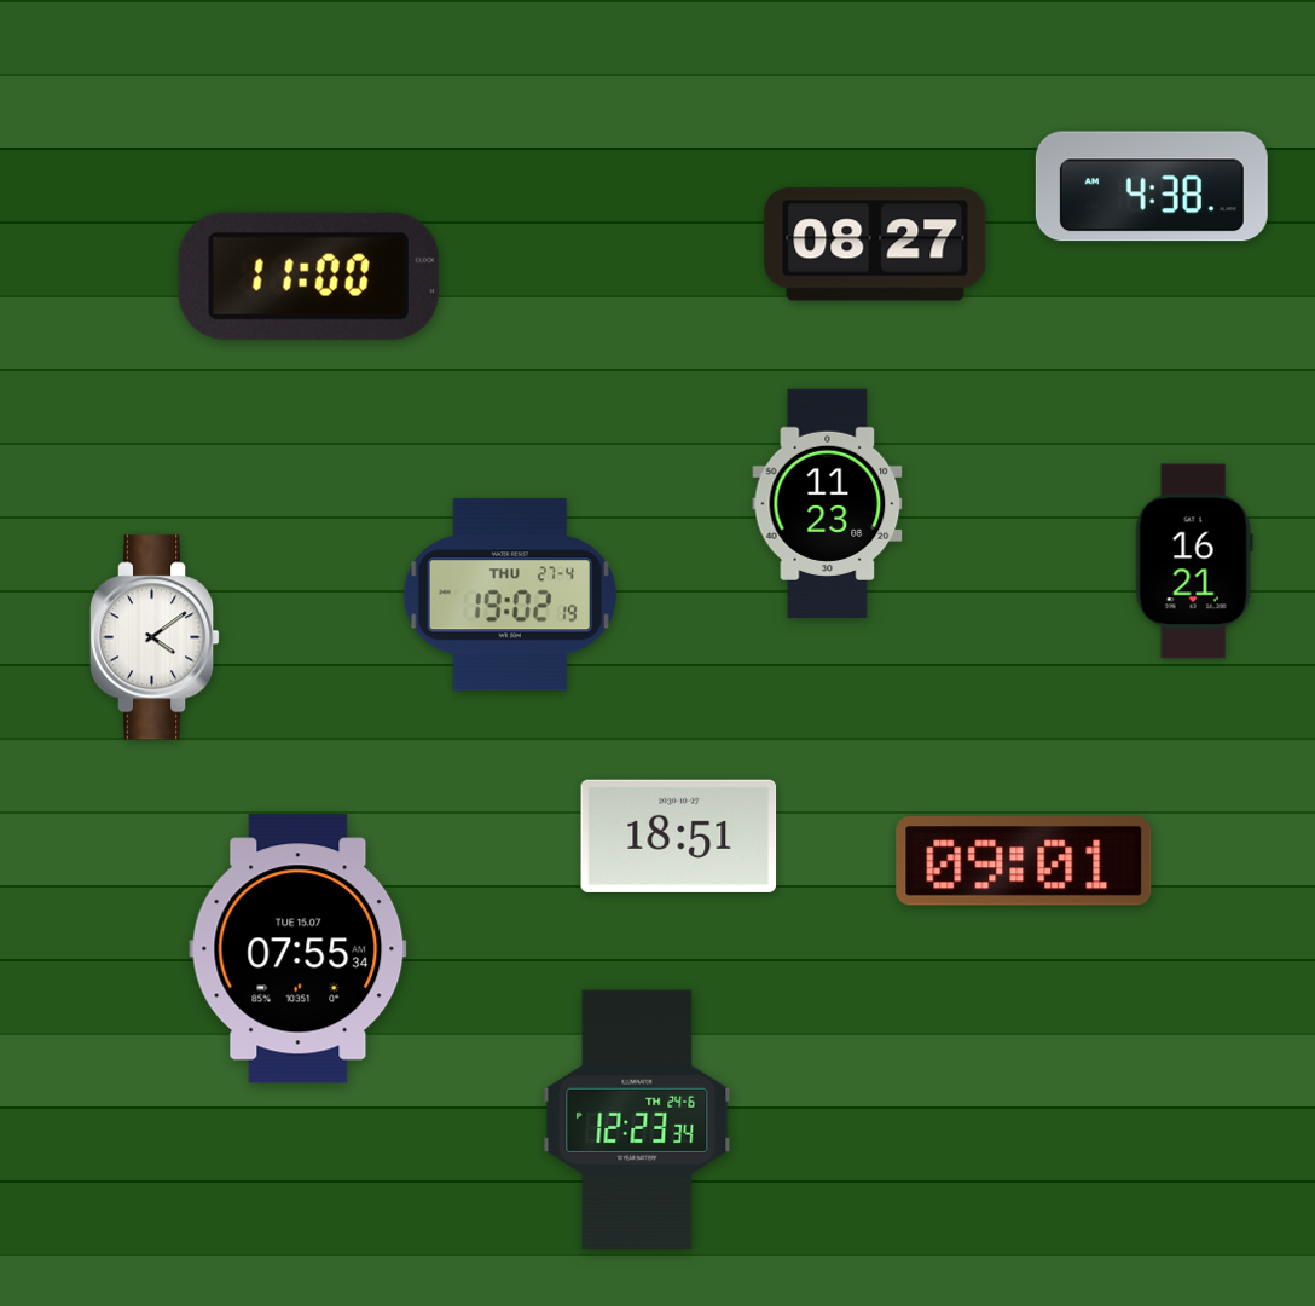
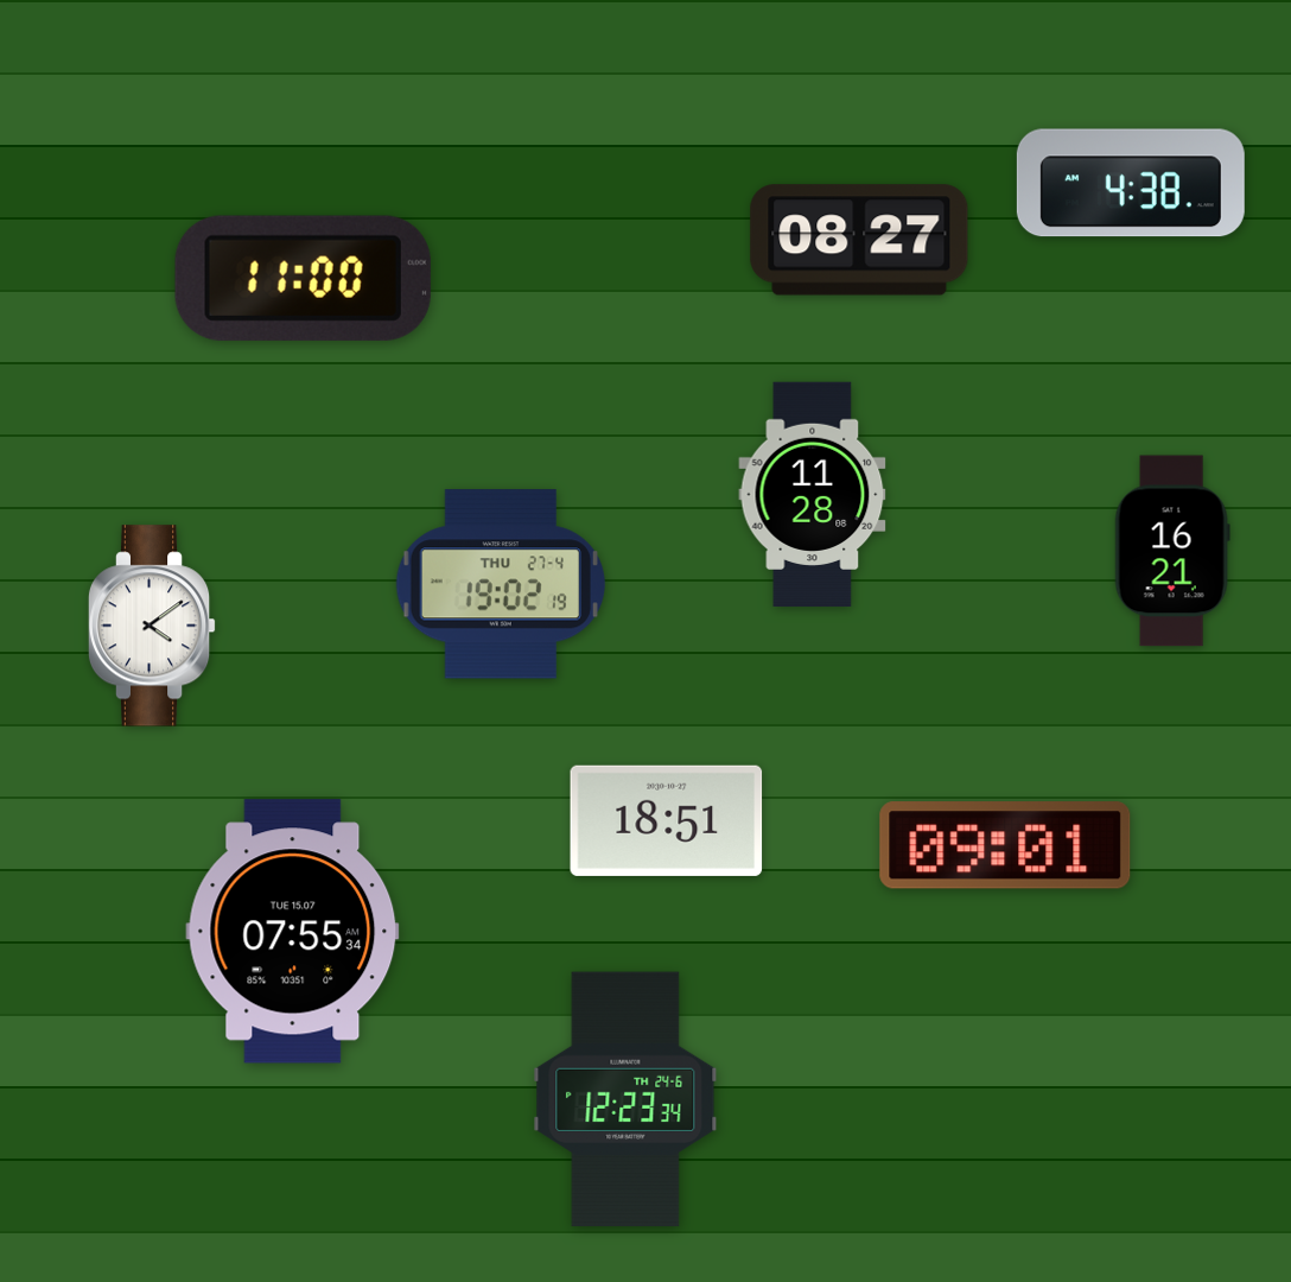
clock at (308, 276) position: (308, 276) -> (303, 278)
clock at (828, 503): 11:23 -> 11:28
